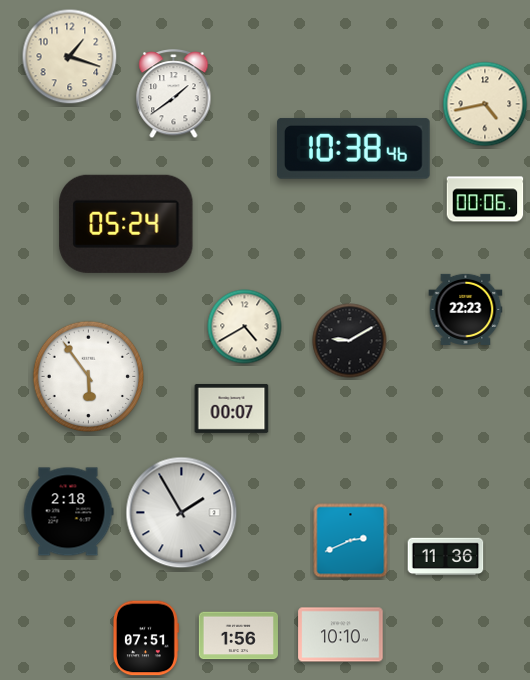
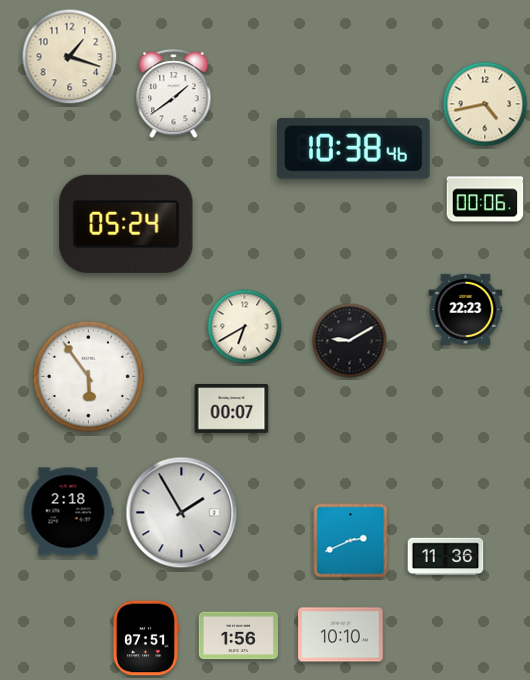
clock at (245, 327): 4:40 -> 6:40
